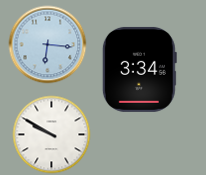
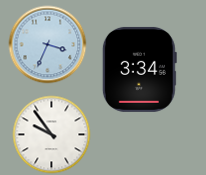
clock at (47, 44): 6:16 -> 3:34
clock at (51, 134): 9:50 -> 9:54
